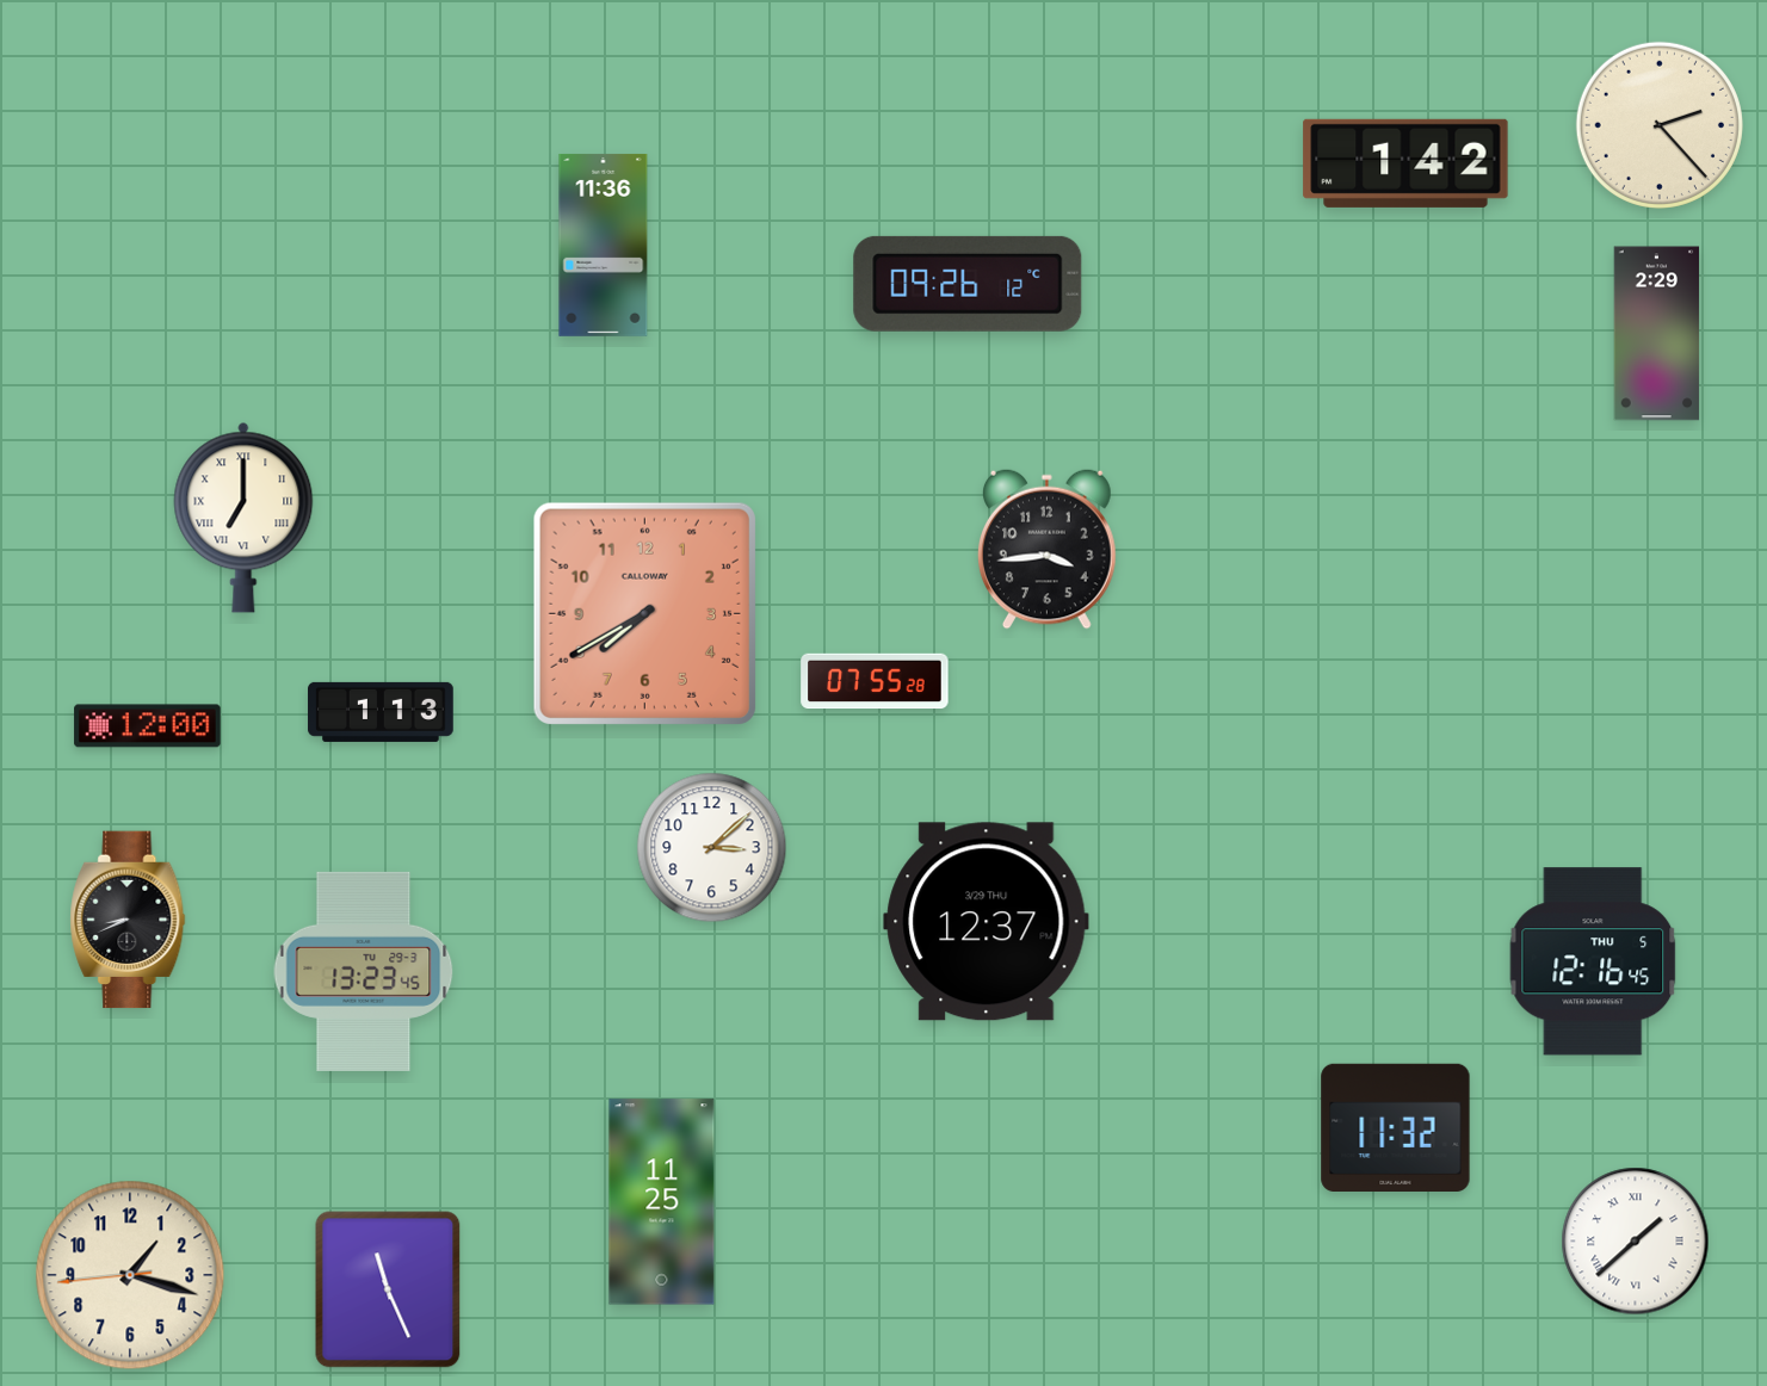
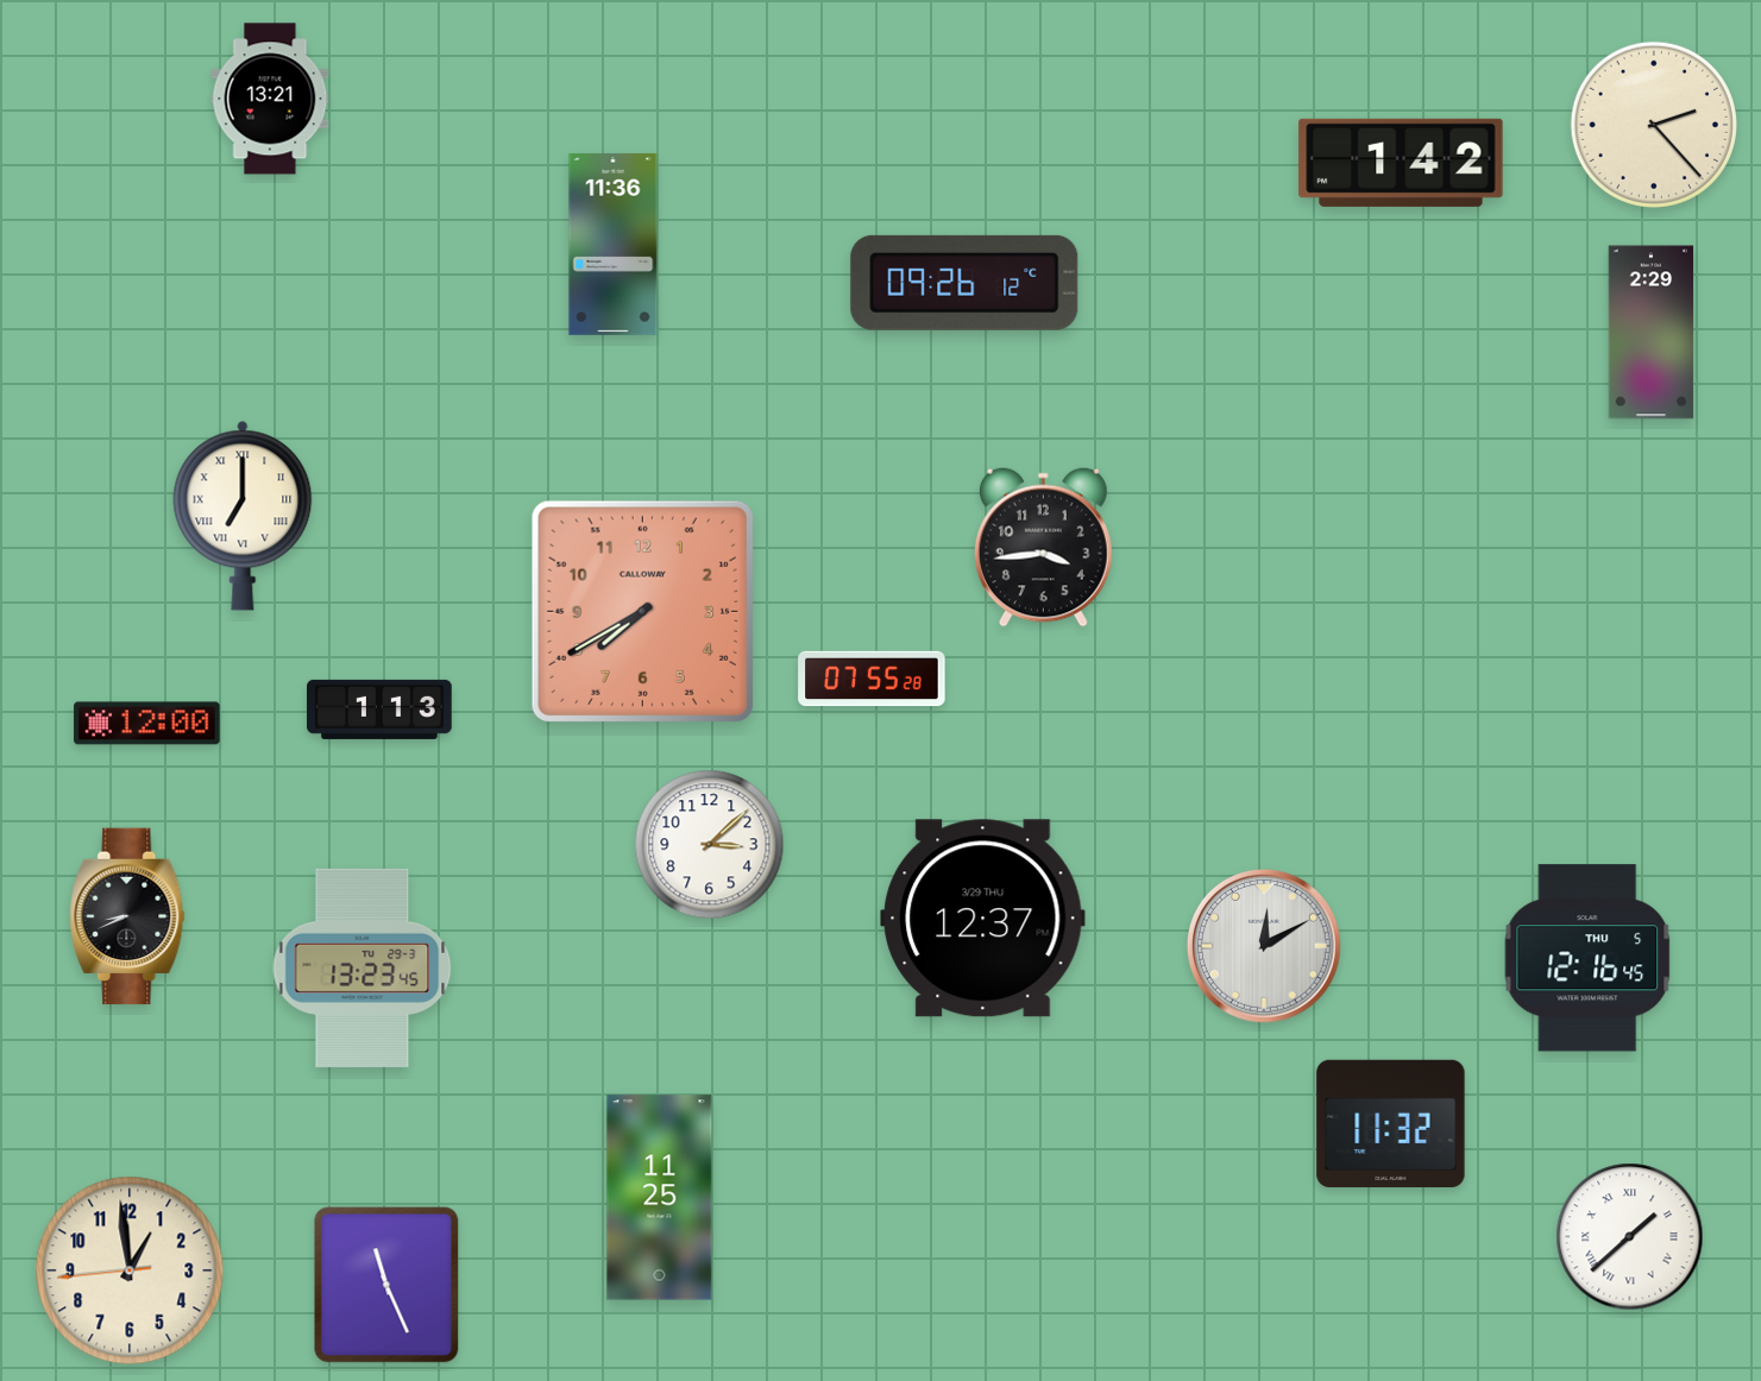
clock at (270, 99): none -> 13:21
clock at (604, 245) position: (604, 245) -> (614, 244)
clock at (1264, 946): none -> 12:10
clock at (130, 1275): 1:17 -> 12:58
